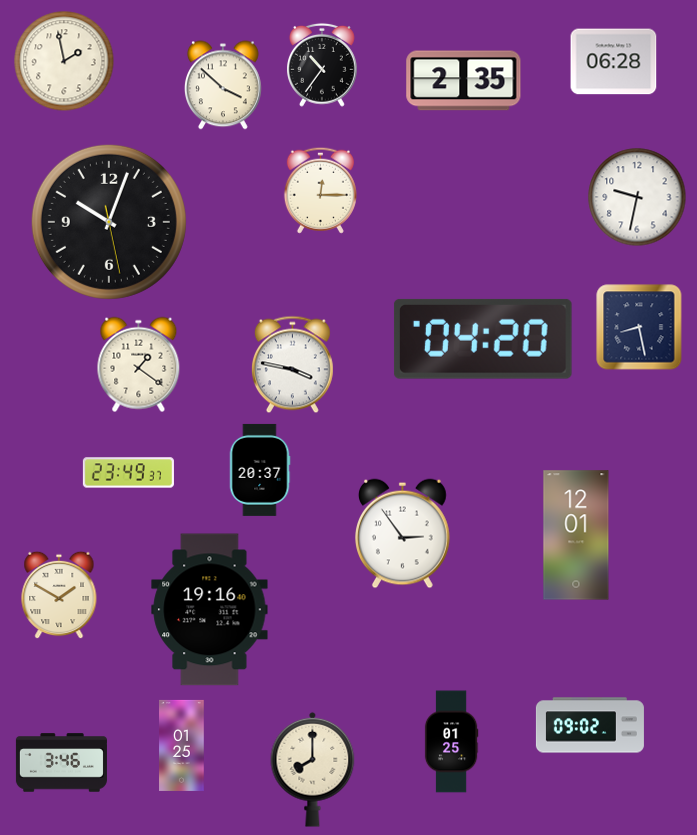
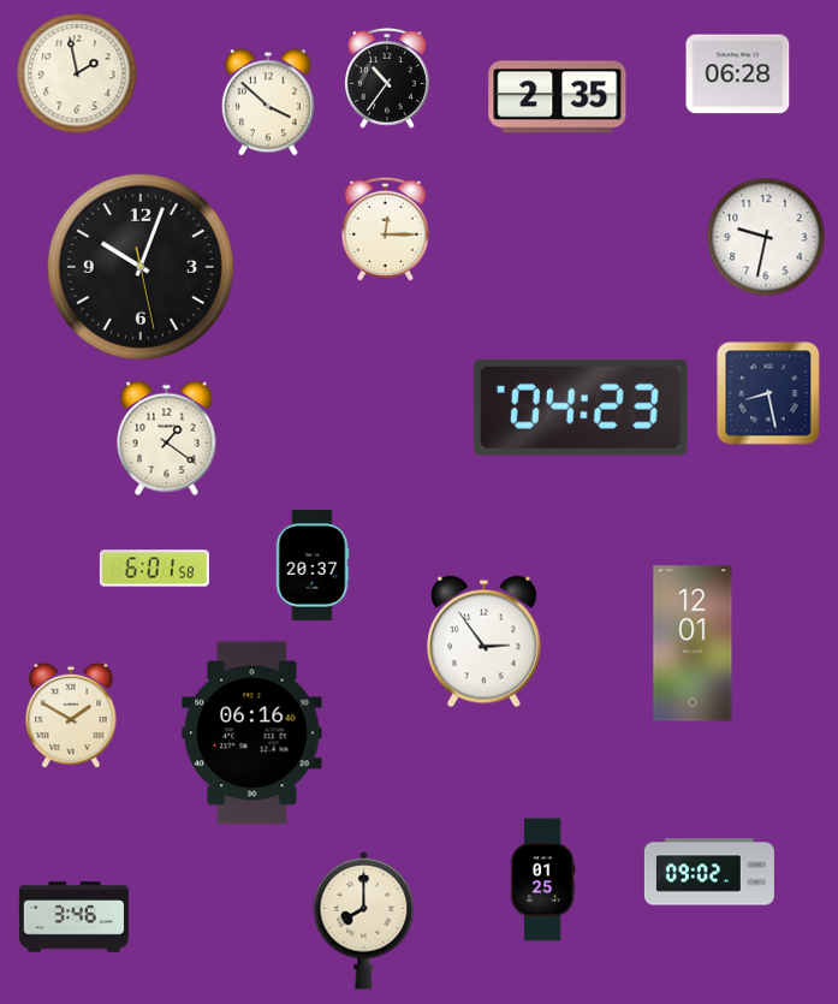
clock at (109, 222) position: (109, 222) -> (141, 267)
clock at (483, 339): 04:20 -> 04:23
clock at (292, 365): 3:47 -> none
clock at (128, 473): 23:49 -> 6:01
clock at (210, 610): 19:16 -> 06:16
clock at (451, 742) position: (451, 742) -> (542, 880)
clock at (182, 745): 01:25 -> none
clock at (313, 769) position: (313, 769) -> (364, 920)
